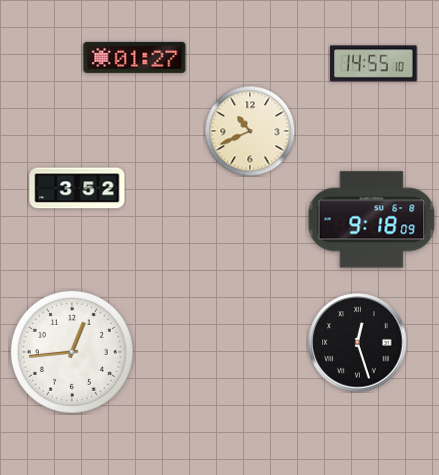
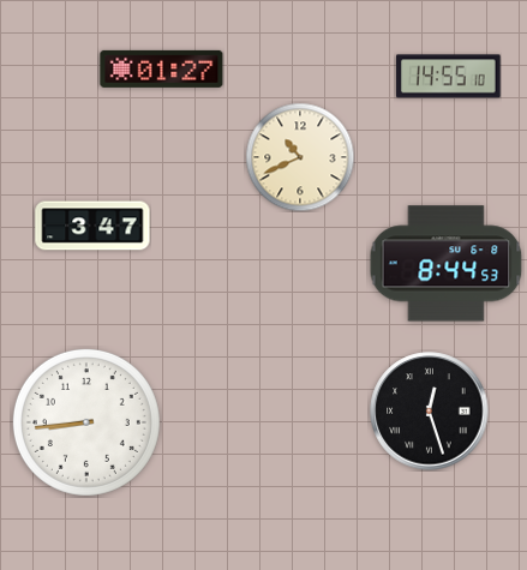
clock at (77, 188): 3:52 -> 3:47
clock at (372, 220): 9:18 -> 8:44
clock at (72, 352): 12:44 -> 8:44
